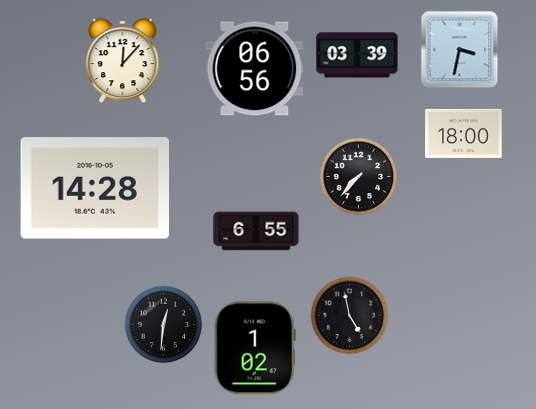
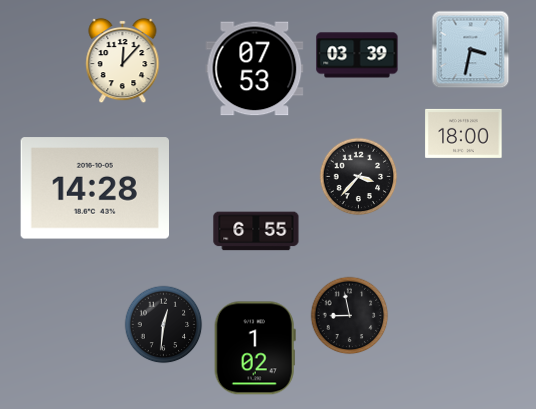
clock at (459, 49) position: (459, 49) -> (470, 49)
clock at (255, 69): 06:56 -> 07:53
clock at (358, 176): 7:37 -> 3:37
clock at (349, 315): 4:58 -> 8:58
